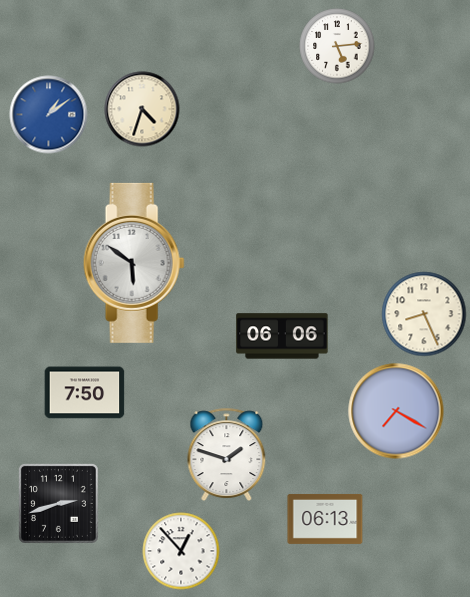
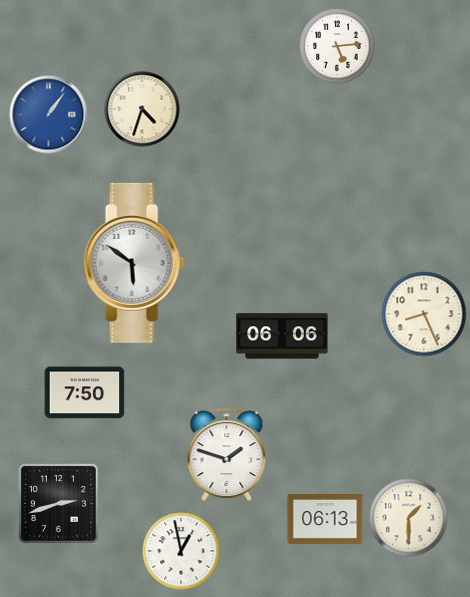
clock at (49, 115): 1:09 -> 1:06
clock at (396, 411): 7:20 -> none
clock at (409, 518): none -> 1:30
clock at (181, 551): 12:53 -> 12:58
